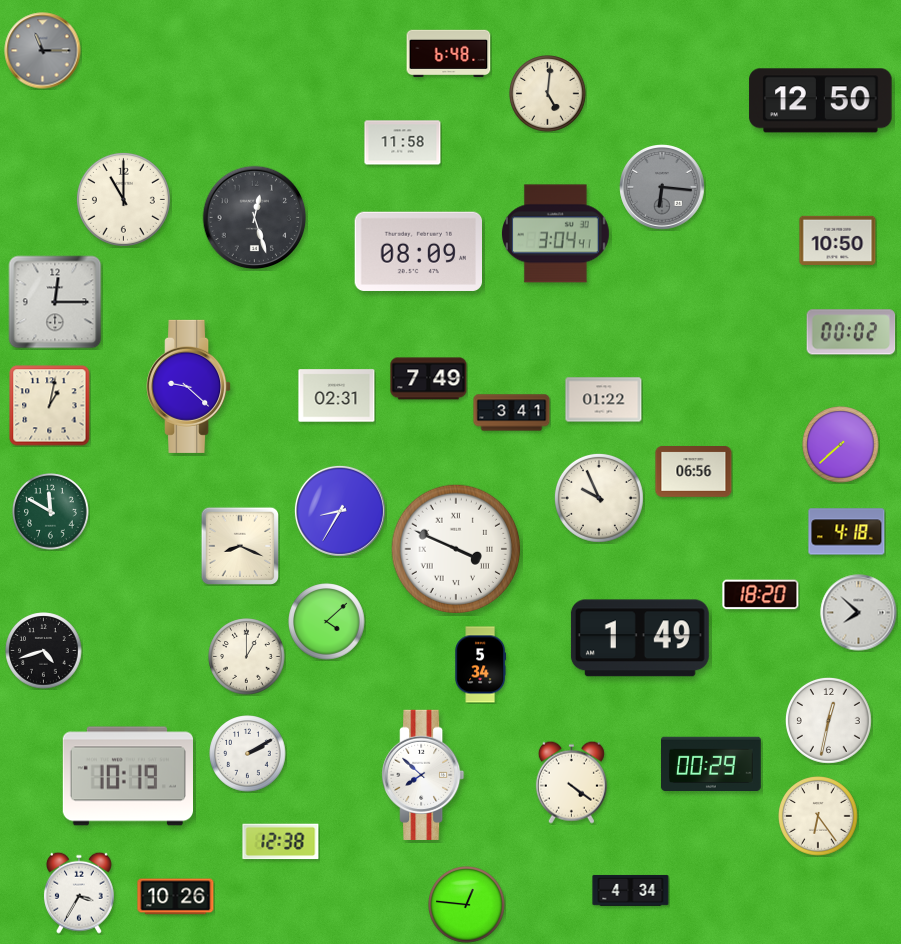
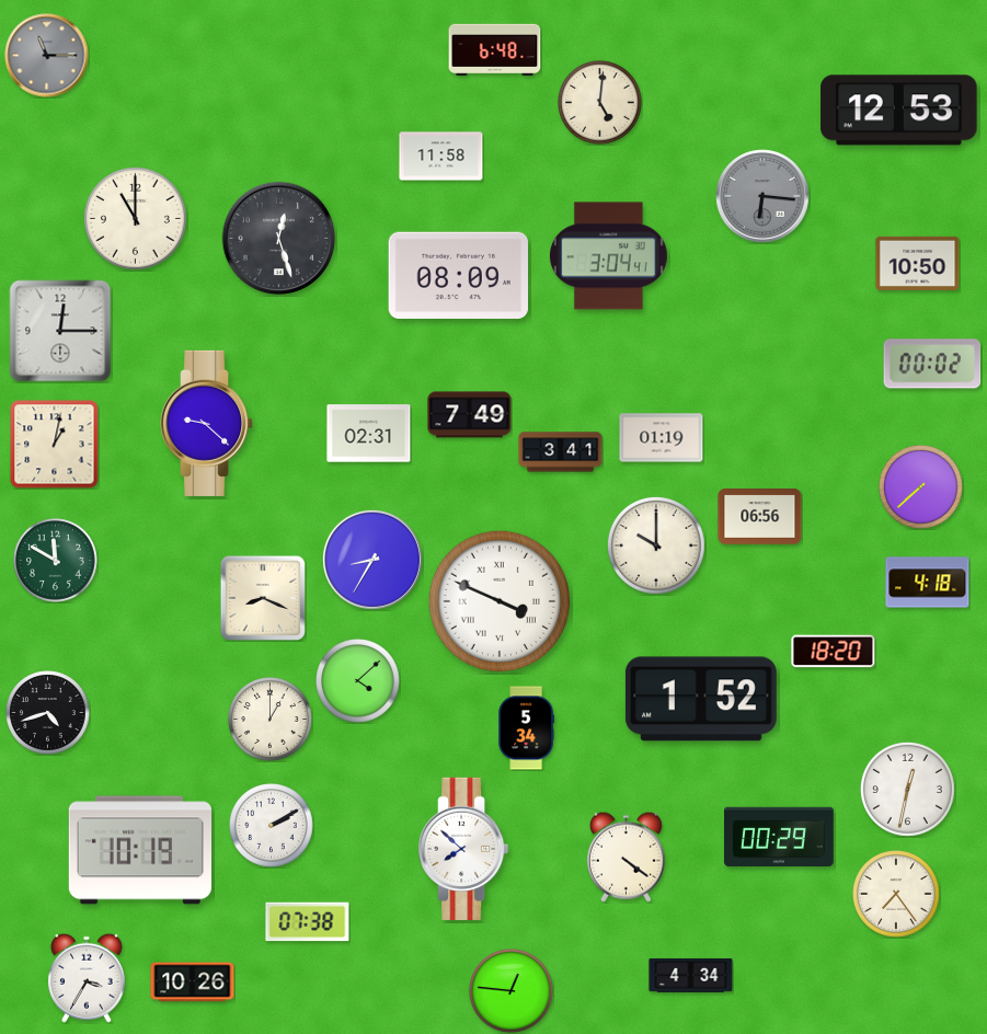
clock at (449, 54) position: (449, 54) -> (495, 50)
clock at (821, 101): 12:50 -> 12:53
clock at (662, 187) position: (662, 187) -> (762, 196)
clock at (604, 400): 01:22 -> 01:19
clock at (599, 498): 9:56 -> 10:00
clock at (859, 613): 7:52 -> none
clock at (640, 638): 1:49 -> 1:52
clock at (818, 816): 6:24 -> 7:24
clock at (281, 842): 12:38 -> 07:38
